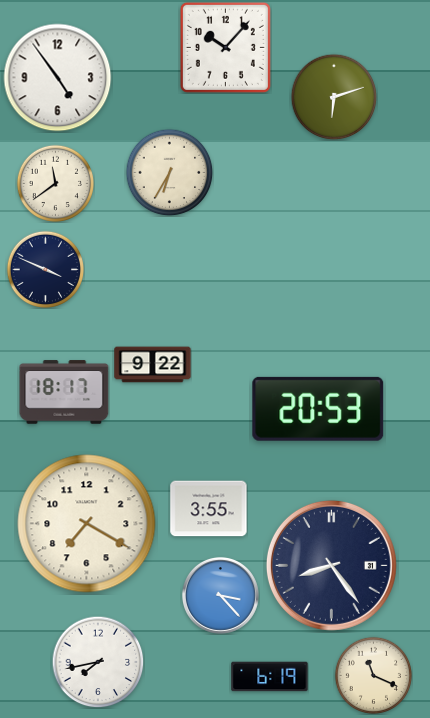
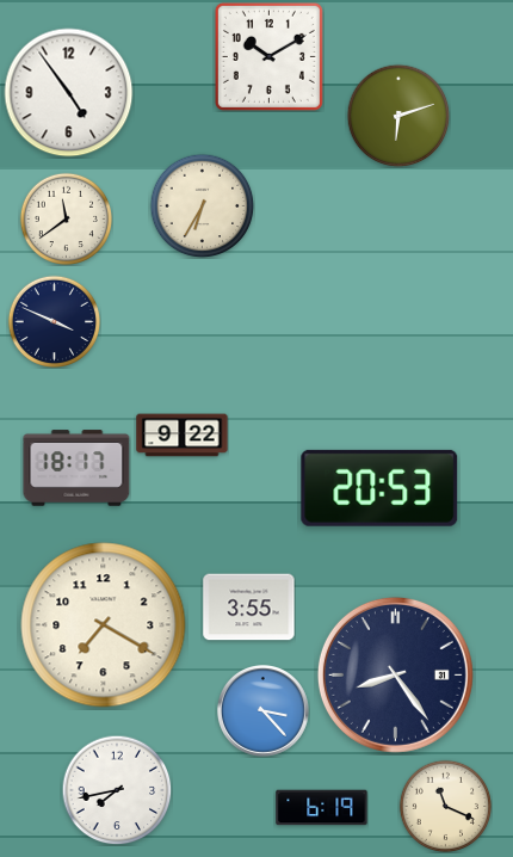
clock at (225, 47): 10:07 -> 10:10
